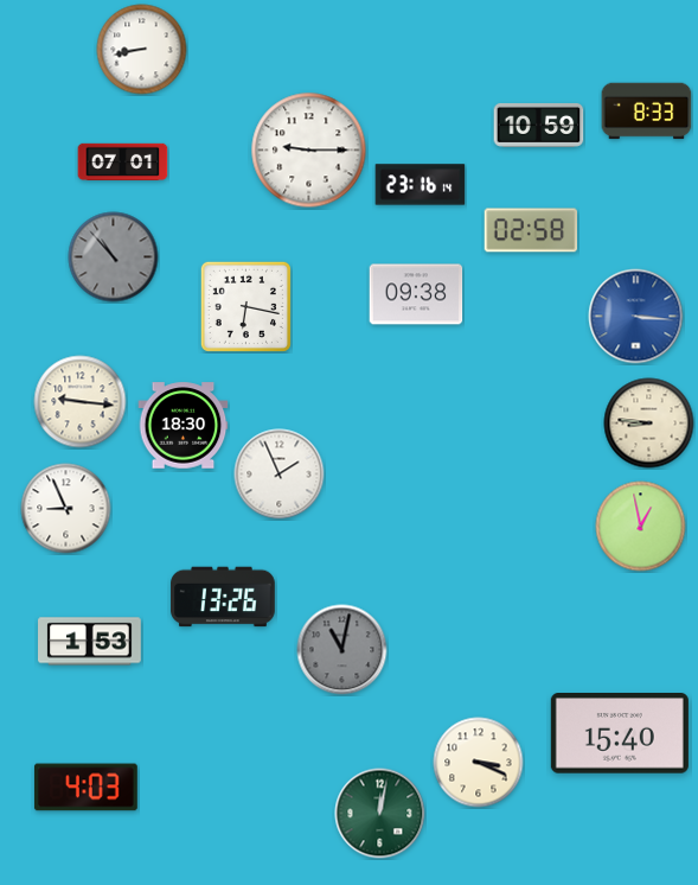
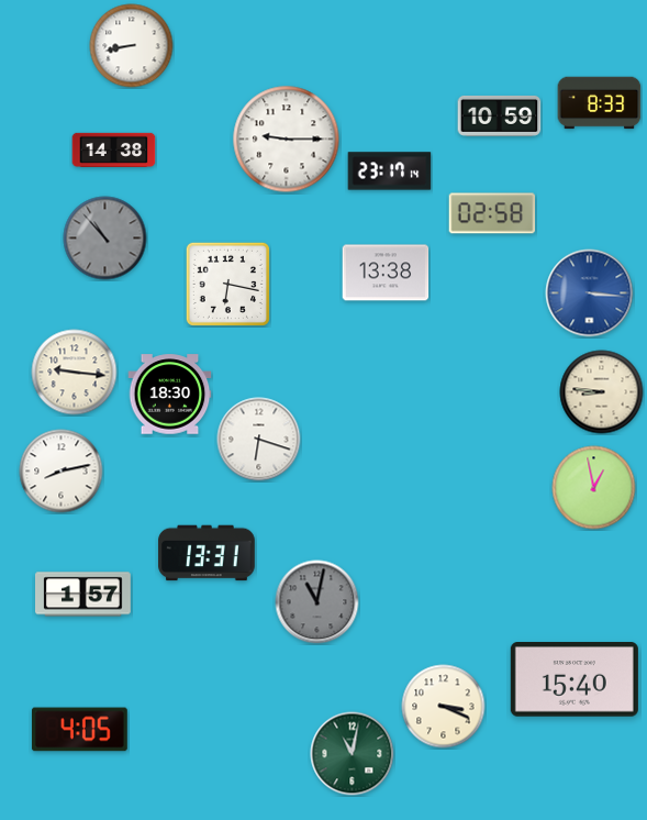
clock at (123, 161): 07:01 -> 14:38
clock at (421, 185): 23:16 -> 23:17
clock at (416, 294): 09:38 -> 13:38
clock at (280, 475): 1:56 -> 6:18
clock at (66, 509): 8:56 -> 8:13
clock at (223, 597): 13:26 -> 13:31
clock at (90, 642): 1:53 -> 1:57
clock at (85, 788): 4:03 -> 4:05
clock at (380, 814): 12:02 -> 11:02
